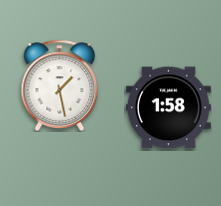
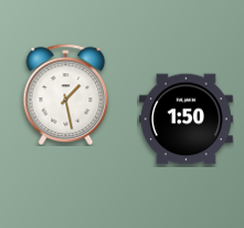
clock at (168, 108): 1:58 -> 1:50
